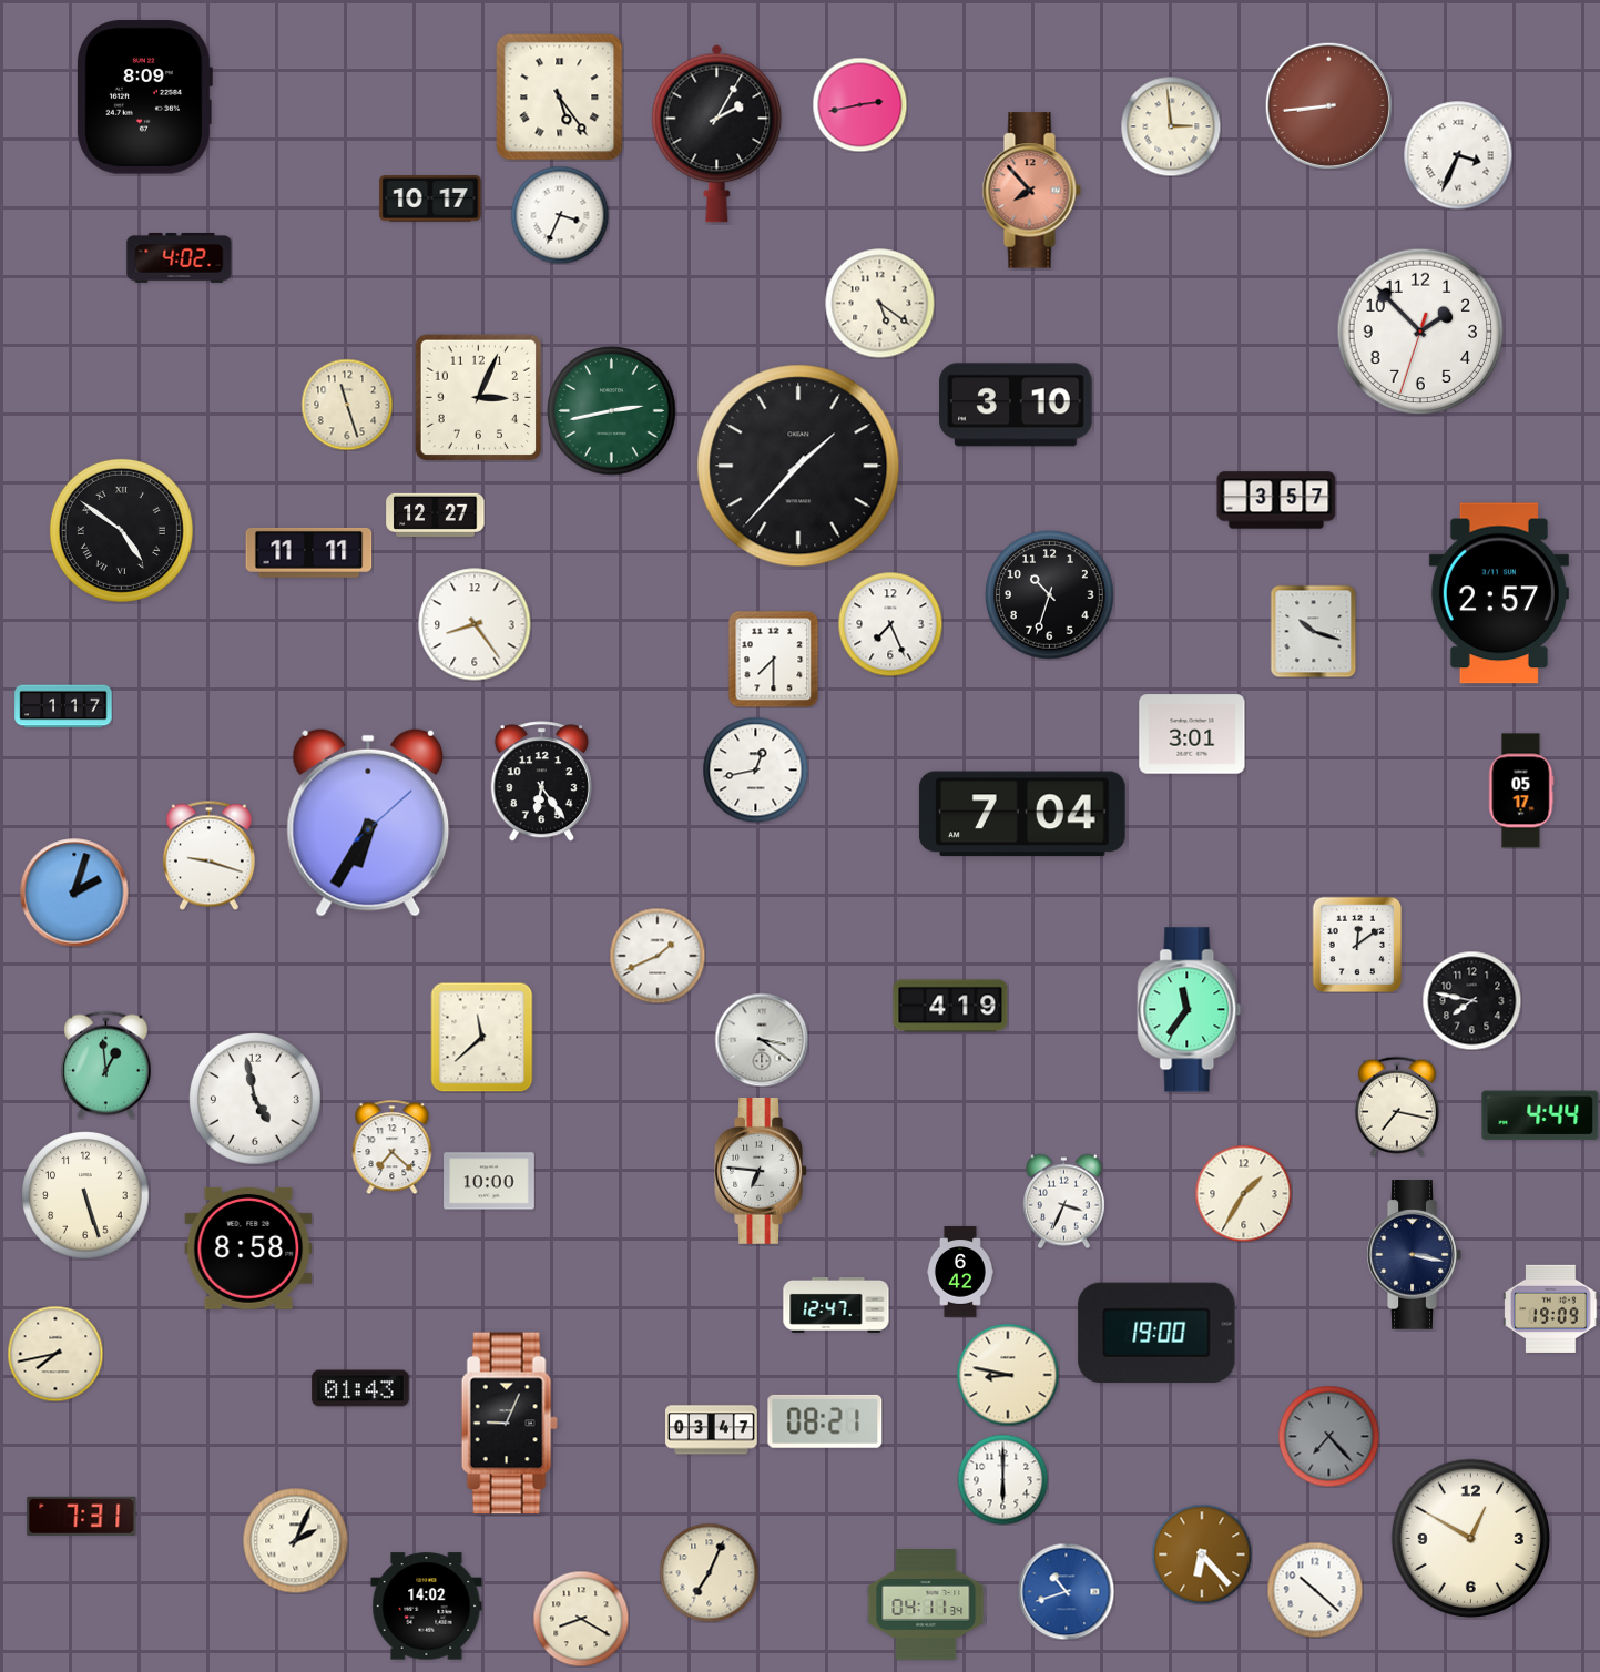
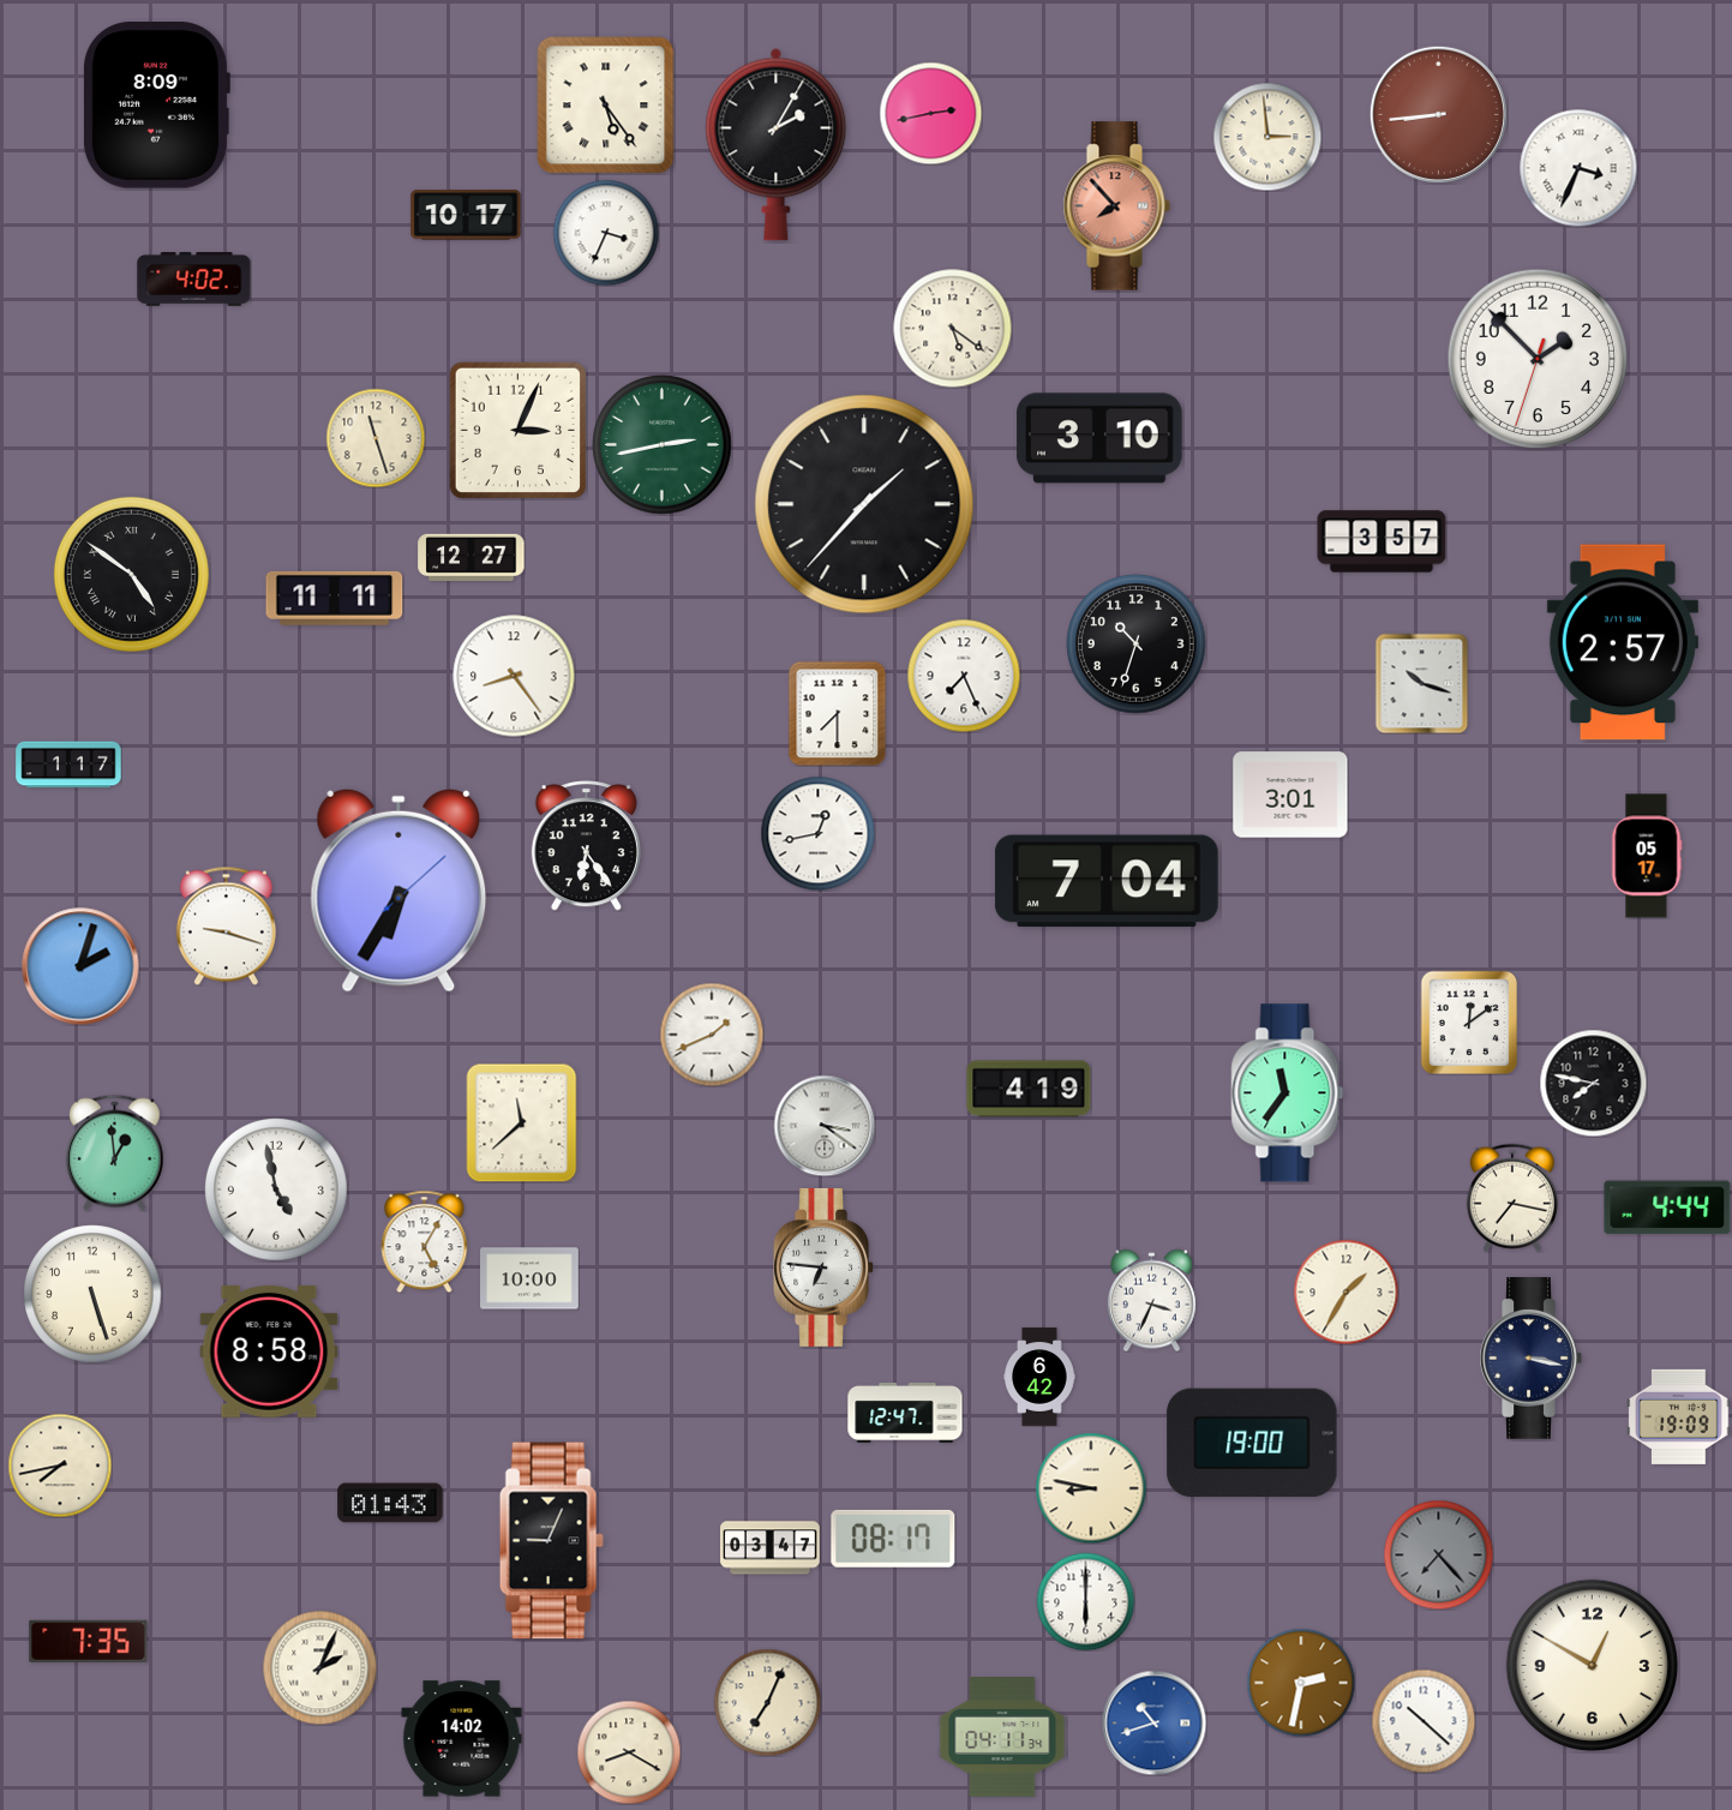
clock at (393, 1146): 7:22 -> 5:05
clock at (825, 1421): 08:21 -> 08:17
clock at (82, 1516): 7:31 -> 7:35
clock at (1202, 1554): 6:23 -> 2:32
